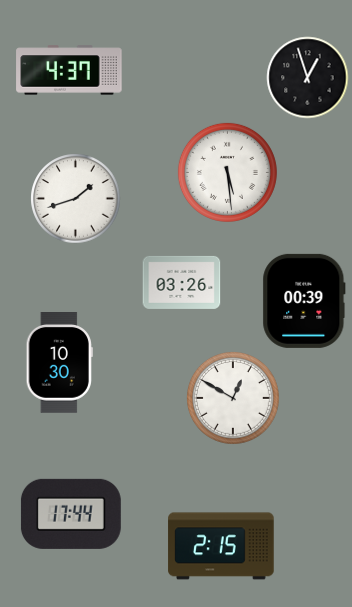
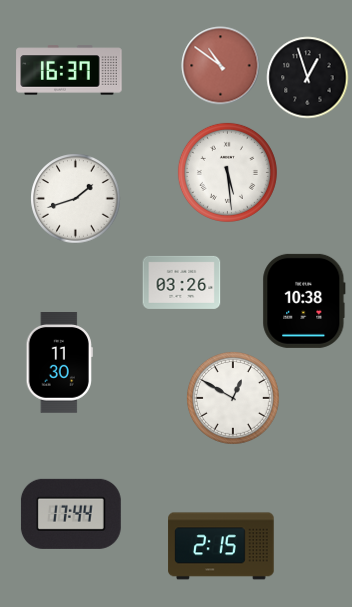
clock at (220, 65): none -> 10:51
clock at (69, 70): 4:37 -> 16:37
clock at (304, 301): 00:39 -> 10:38
clock at (59, 363): 10:30 -> 11:30
